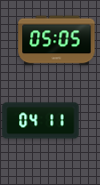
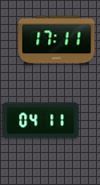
clock at (57, 41): 05:05 -> 17:11
